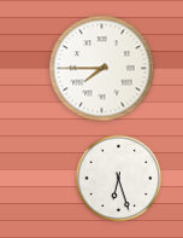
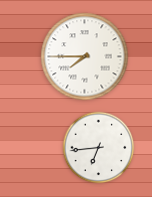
clock at (119, 179): 6:27 -> 6:44
